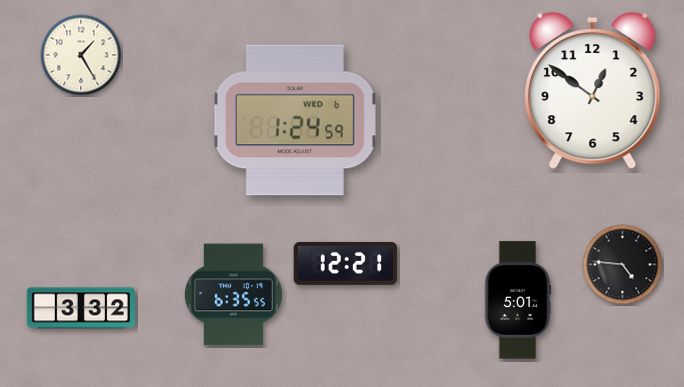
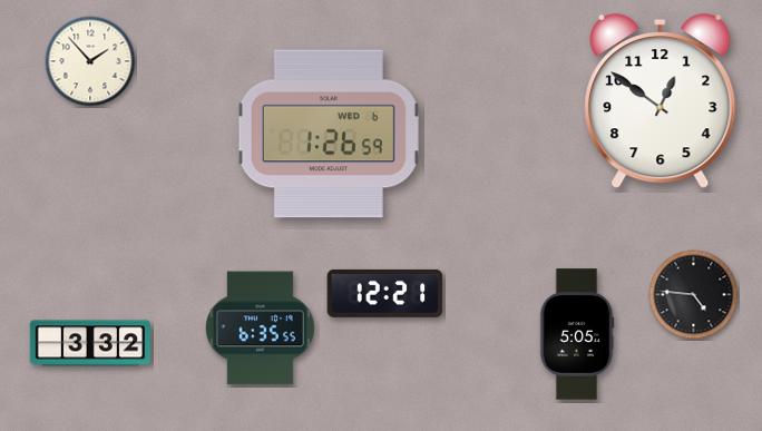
clock at (81, 55): 1:25 -> 1:53
clock at (295, 120): 1:24 -> 1:26
clock at (518, 300): 5:01 -> 5:05
